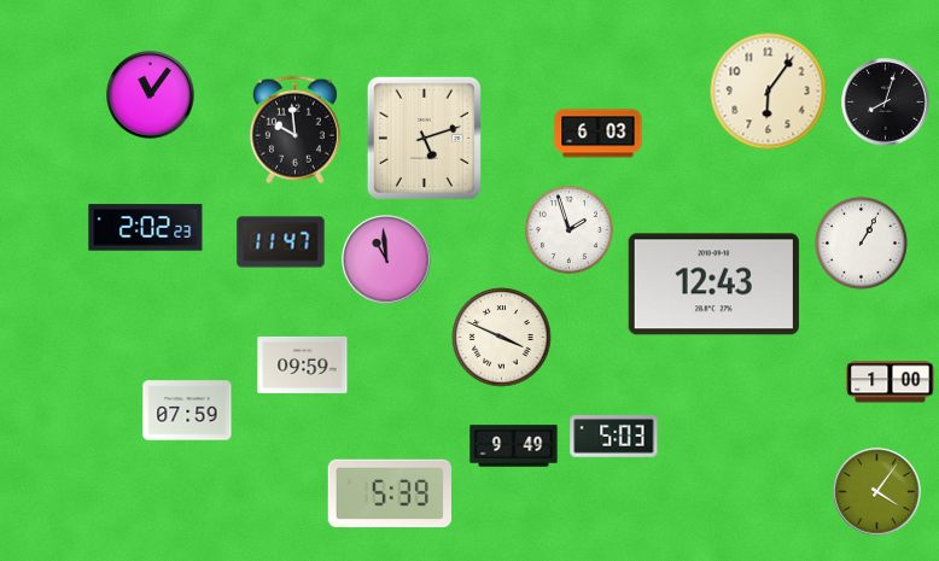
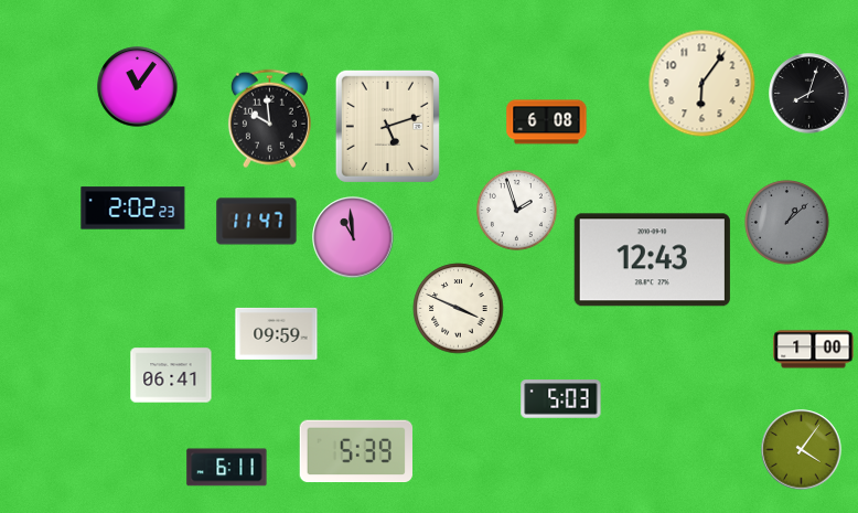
clock at (599, 134): 6:03 -> 6:08
clock at (568, 229) position: (568, 229) -> (516, 210)
clock at (862, 244): 1:05 -> 1:08
clock at (862, 244) dial: white -> grey
clock at (187, 410): 07:59 -> 06:41
clock at (514, 446): 9:49 -> none
clock at (227, 468): none -> 6:11
